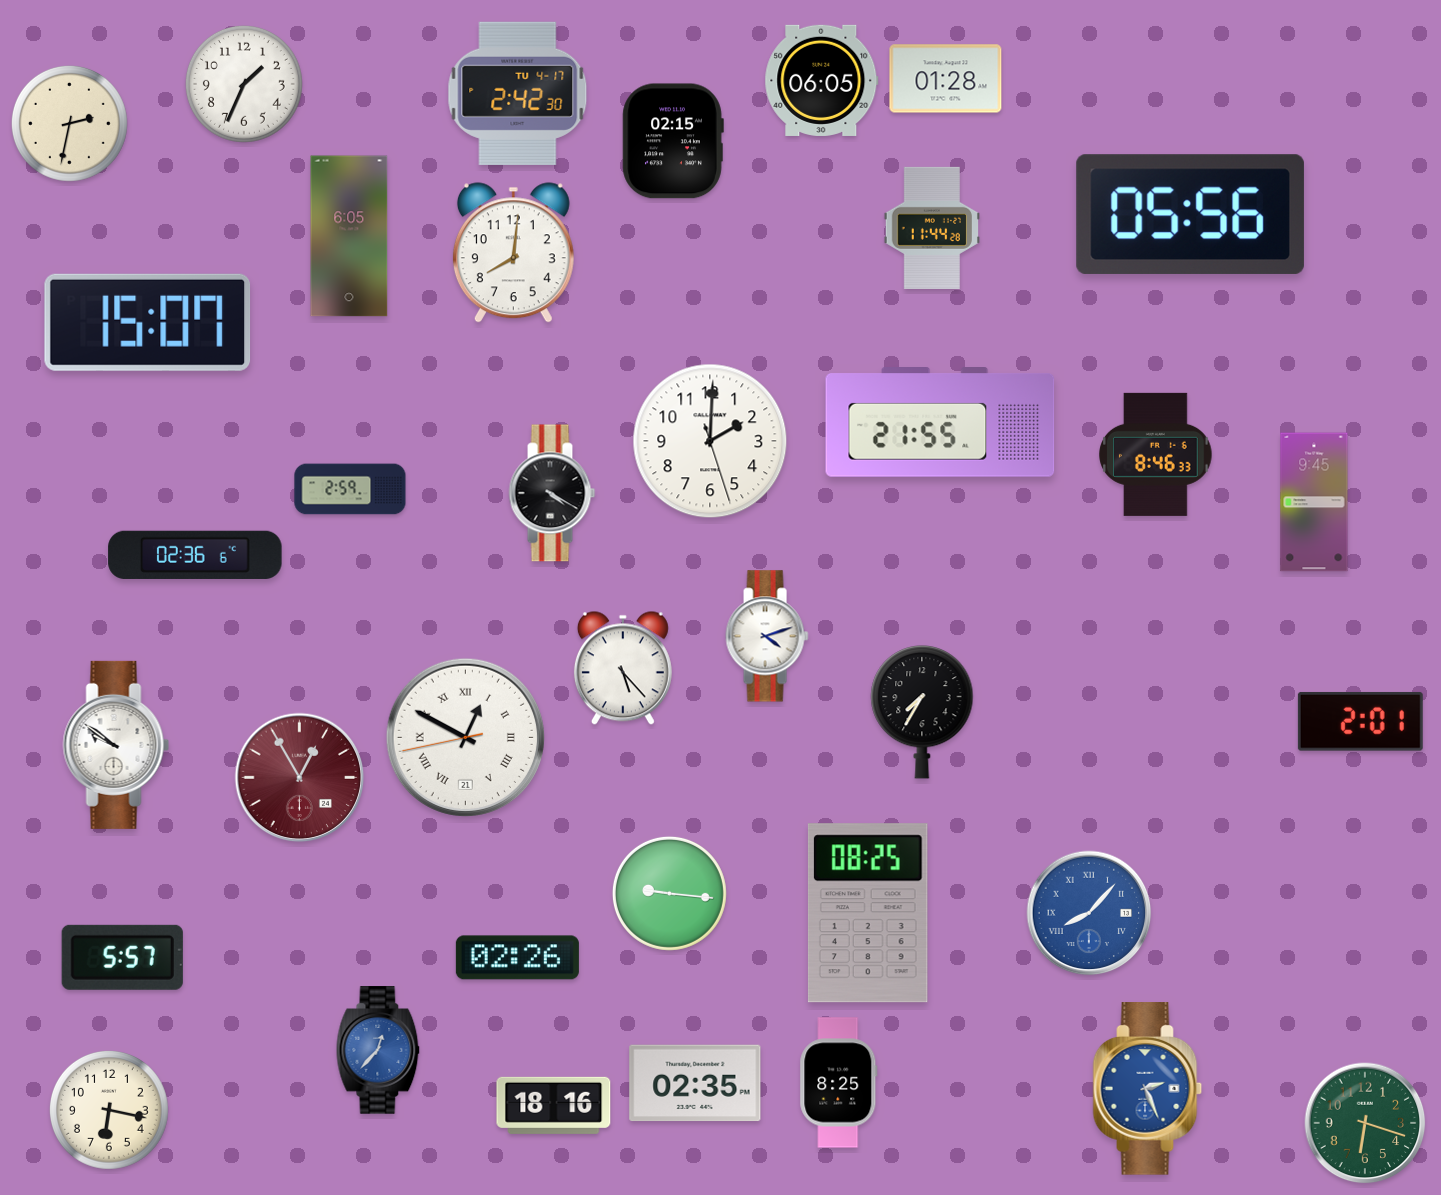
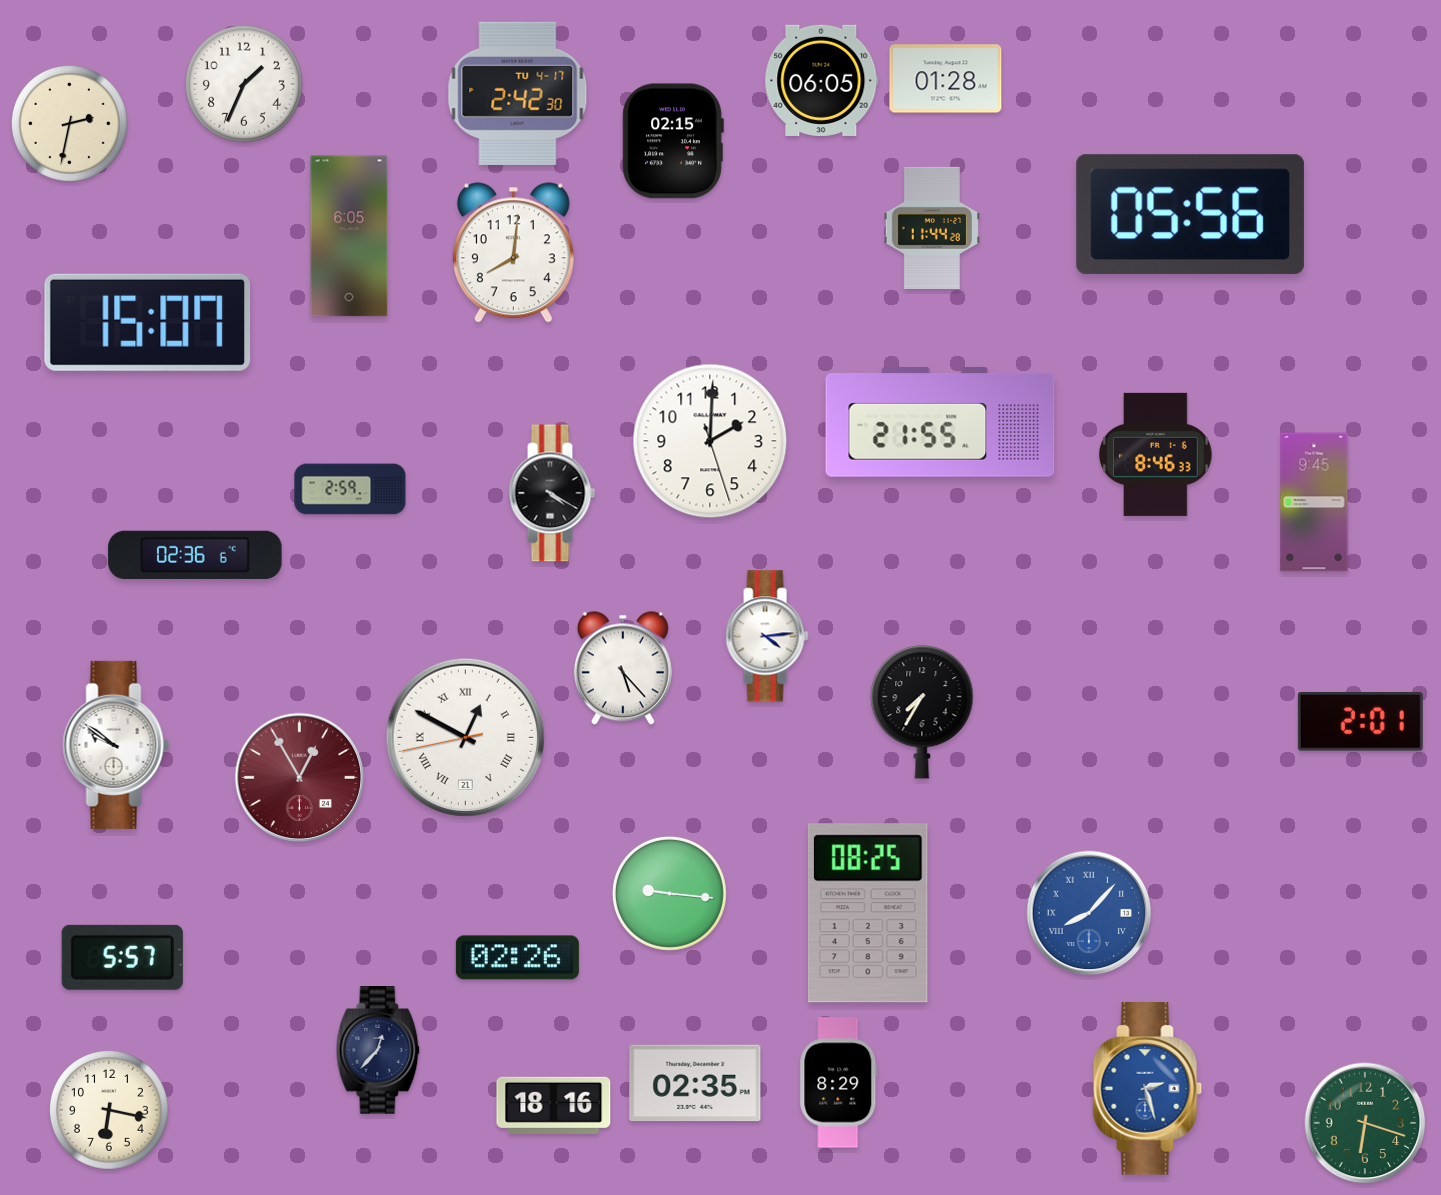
clock at (767, 636): 4:12 -> 4:14
clock at (378, 1050) dial: blue -> navy
clock at (839, 1083): 8:25 -> 8:29
clock at (1148, 1089): 2:26 -> 2:27
